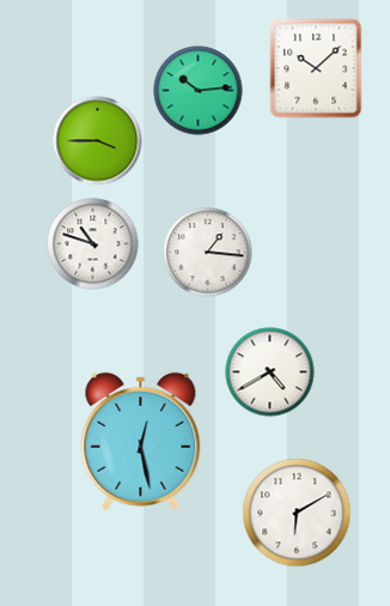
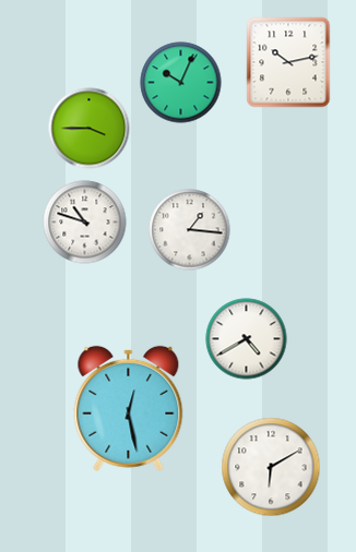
clock at (316, 68): 10:08 -> 10:13
clock at (199, 91): 10:14 -> 10:04
clock at (141, 441) position: (141, 441) -> (129, 408)
